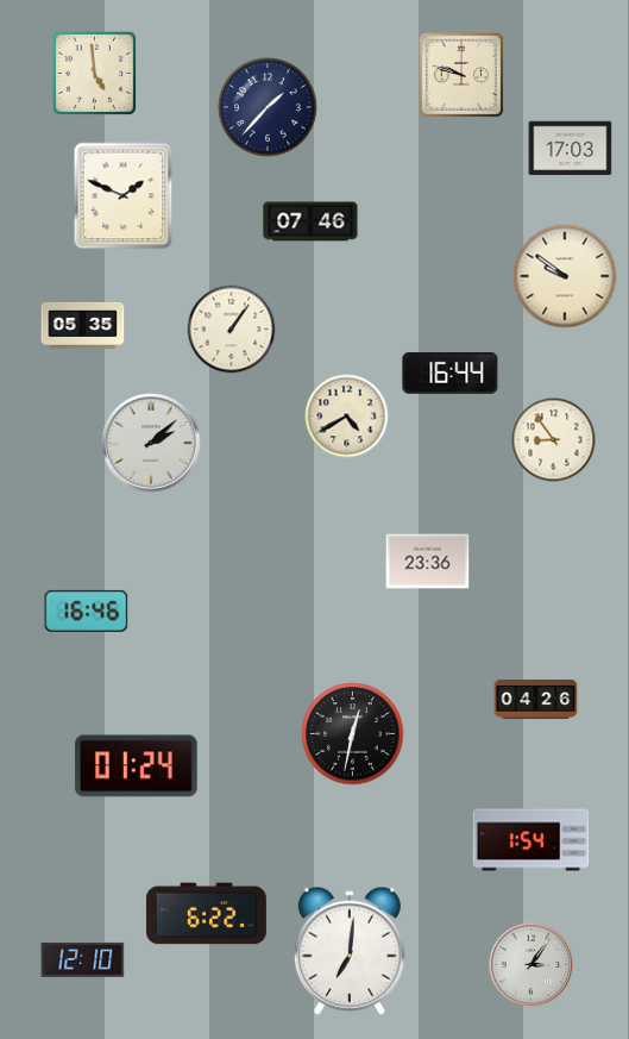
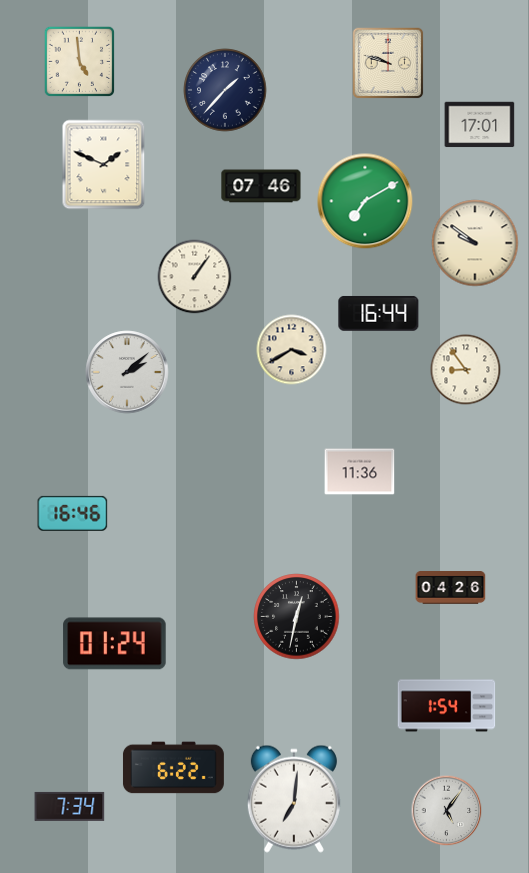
clock at (571, 149): 17:03 -> 17:01
clock at (365, 201): none -> 7:10
clock at (565, 276) position: (565, 276) -> (475, 243)
clock at (83, 325): 05:35 -> none
clock at (347, 417): 4:40 -> 3:40
clock at (428, 562): 23:36 -> 11:36
clock at (83, 959): 12:10 -> 7:34
clock at (531, 965): 3:06 -> 5:06
